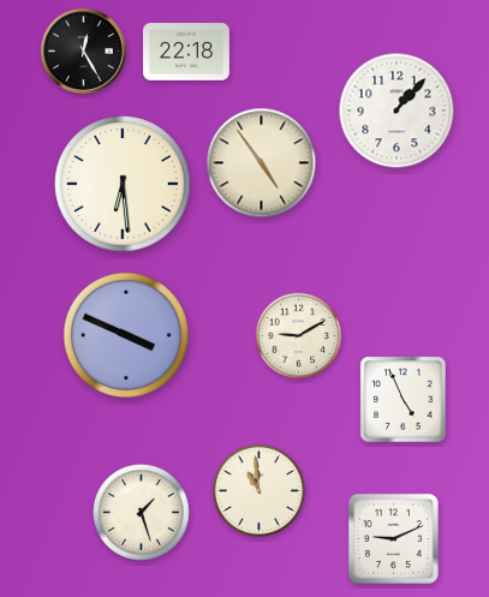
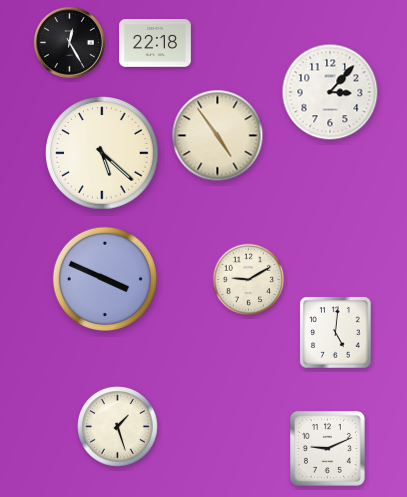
clock at (396, 111): 1:07 -> 3:07
clock at (123, 184): 6:29 -> 5:22
clock at (404, 400): 4:56 -> 5:01
clock at (258, 490): 10:59 -> none
